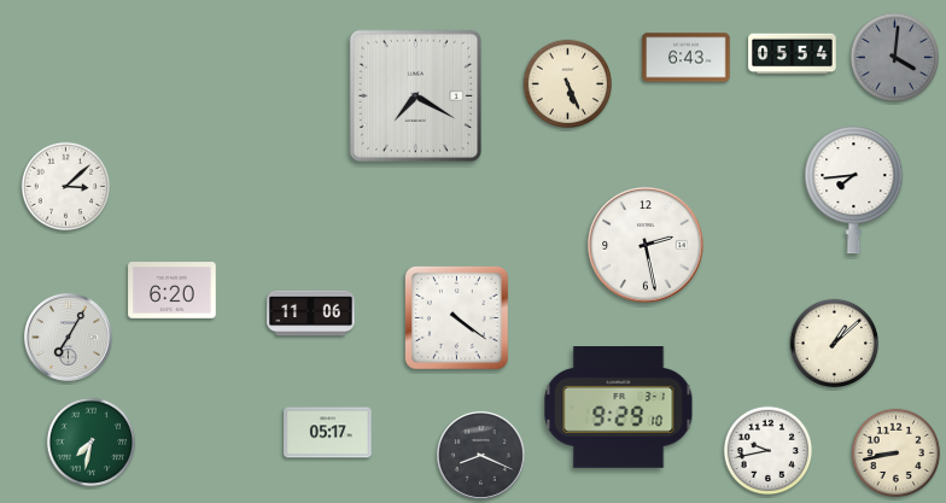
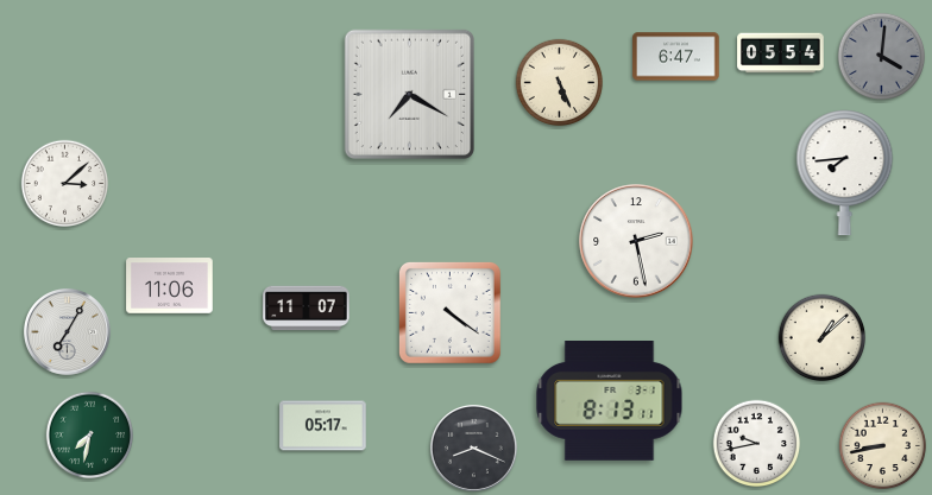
clock at (687, 58): 6:43 -> 6:47
clock at (854, 191) position: (854, 191) -> (845, 173)
clock at (173, 291): 6:20 -> 11:06
clock at (311, 314): 11:06 -> 11:07
clock at (619, 408): 9:29 -> 8:13
